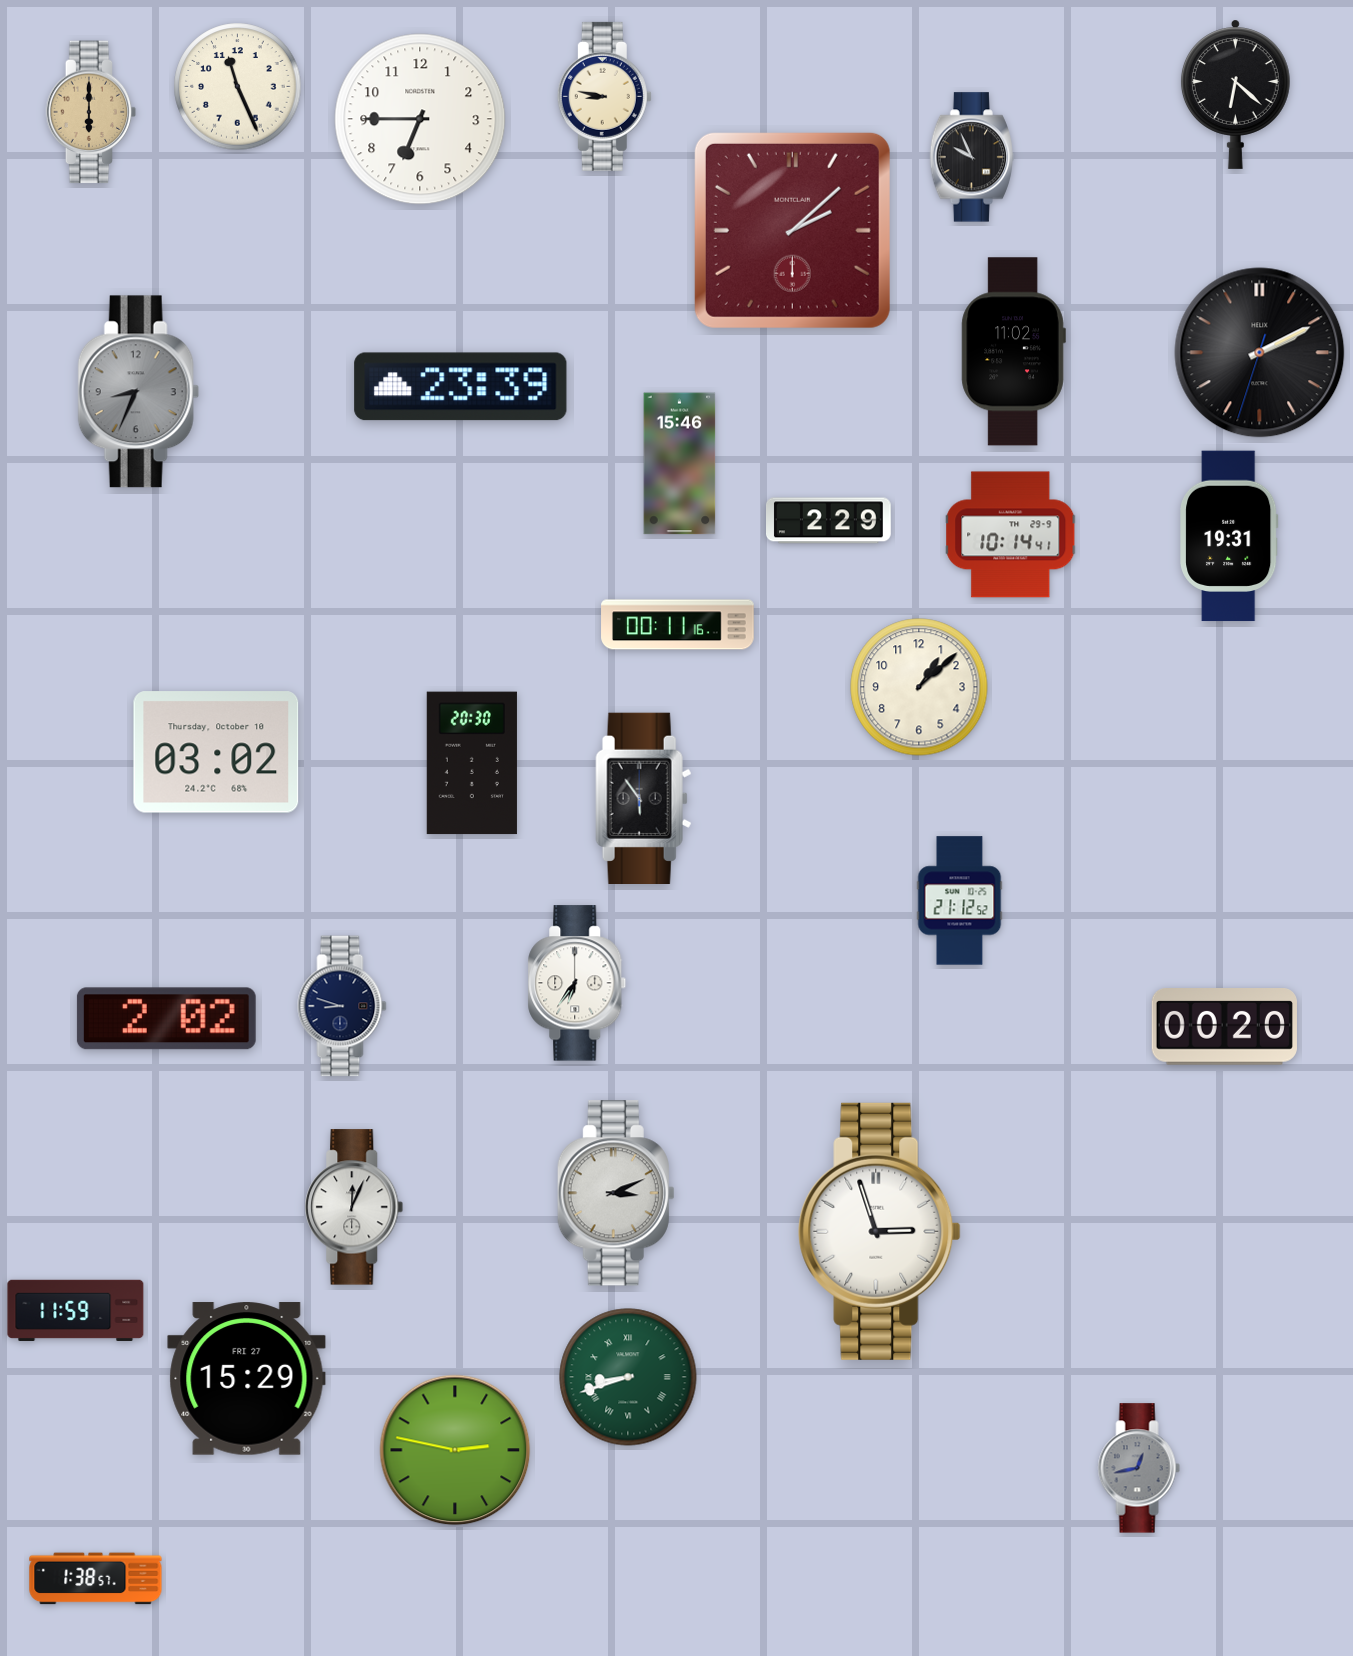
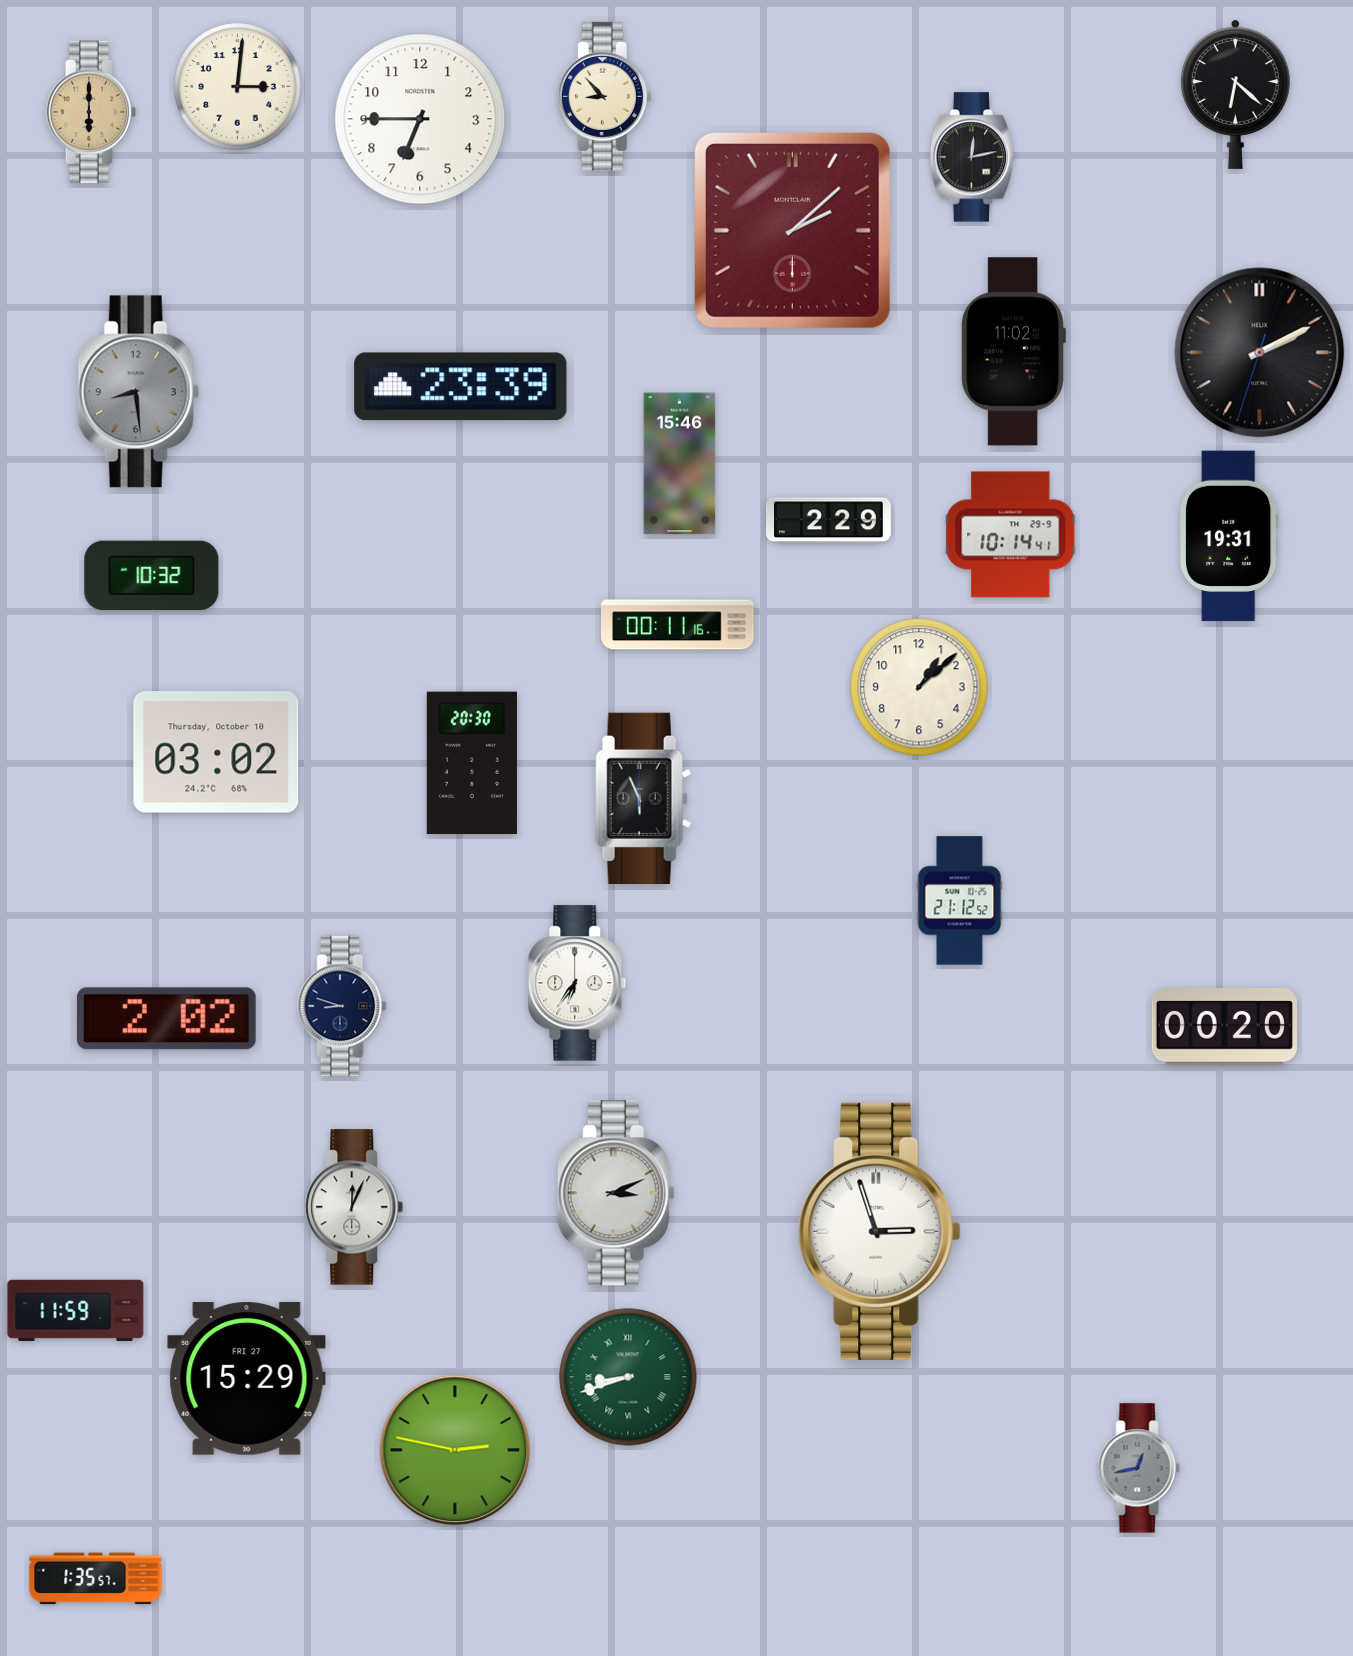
clock at (238, 87): 11:26 -> 3:01
clock at (604, 96): 8:47 -> 8:53
clock at (971, 157): 9:56 -> 12:13
clock at (138, 392): 8:34 -> 8:29
clock at (152, 576): none -> 10:32
clock at (644, 798): 5:54 -> 5:56
clock at (96, 1579): 1:38 -> 1:35
